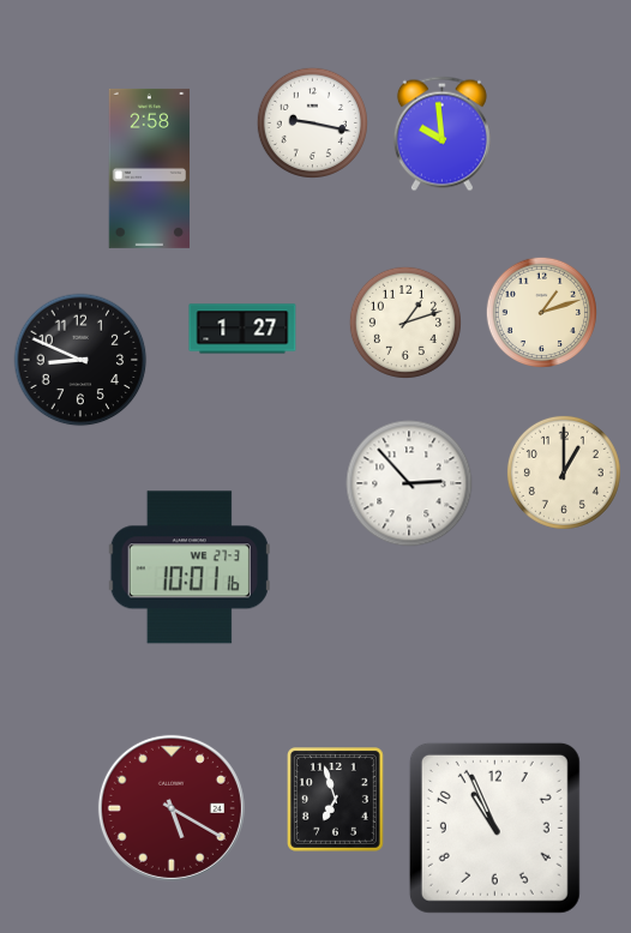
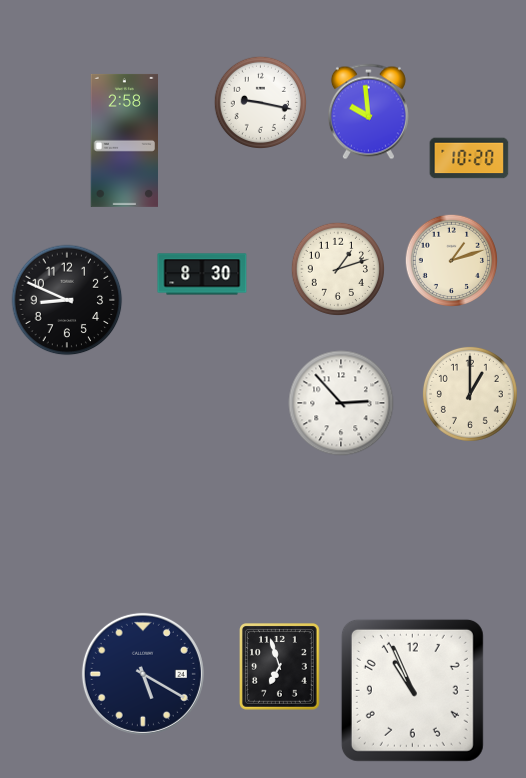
clock at (469, 158): none -> 10:20
clock at (242, 329): 1:27 -> 8:30
clock at (190, 567): 10:01 -> none
clock at (172, 808) dial: burgundy -> navy
